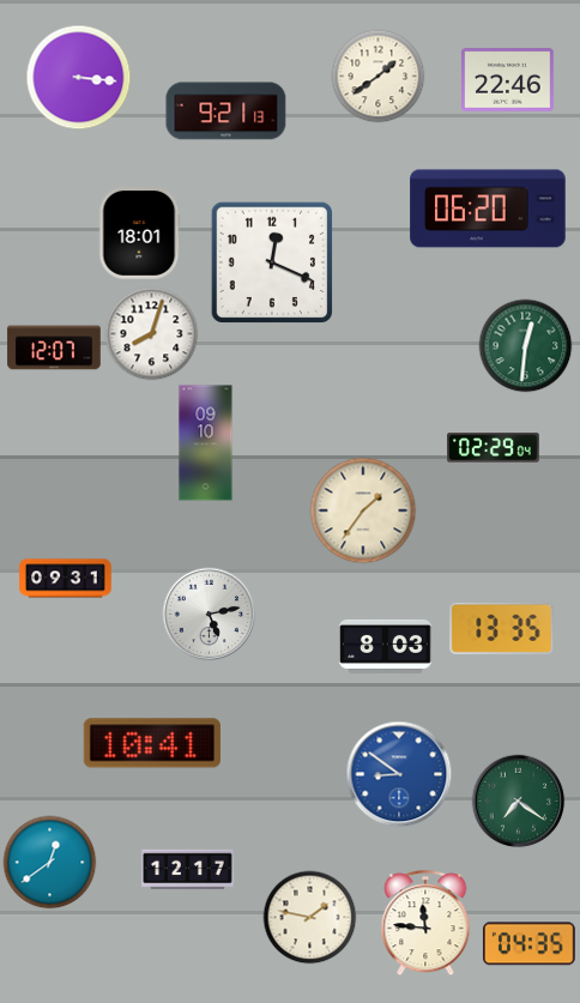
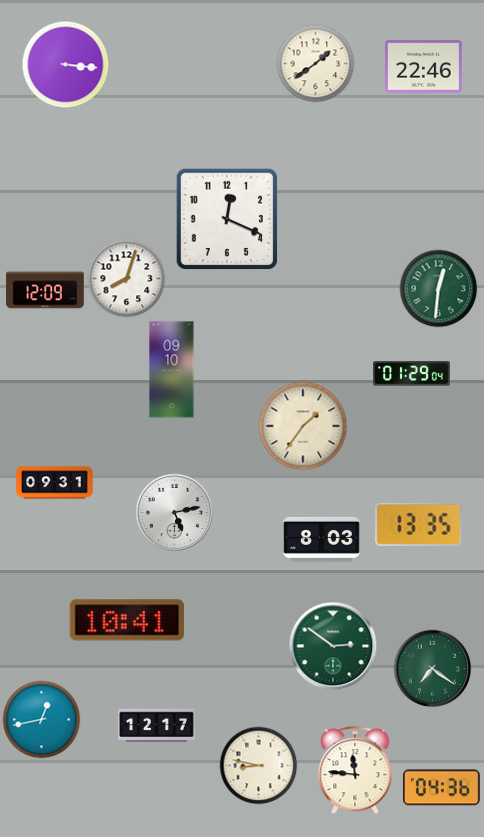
clock at (226, 111): 9:21 -> none
clock at (488, 209): 06:20 -> none
clock at (139, 234): 18:01 -> none
clock at (54, 348): 12:07 -> 12:09
clock at (494, 448): 02:29 -> 01:29
clock at (399, 774): 8:51 -> 2:51
clock at (399, 774) dial: blue -> green
clock at (49, 862): 12:39 -> 12:43
clock at (309, 917): 1:47 -> 8:47
clock at (528, 944): 04:35 -> 04:36
